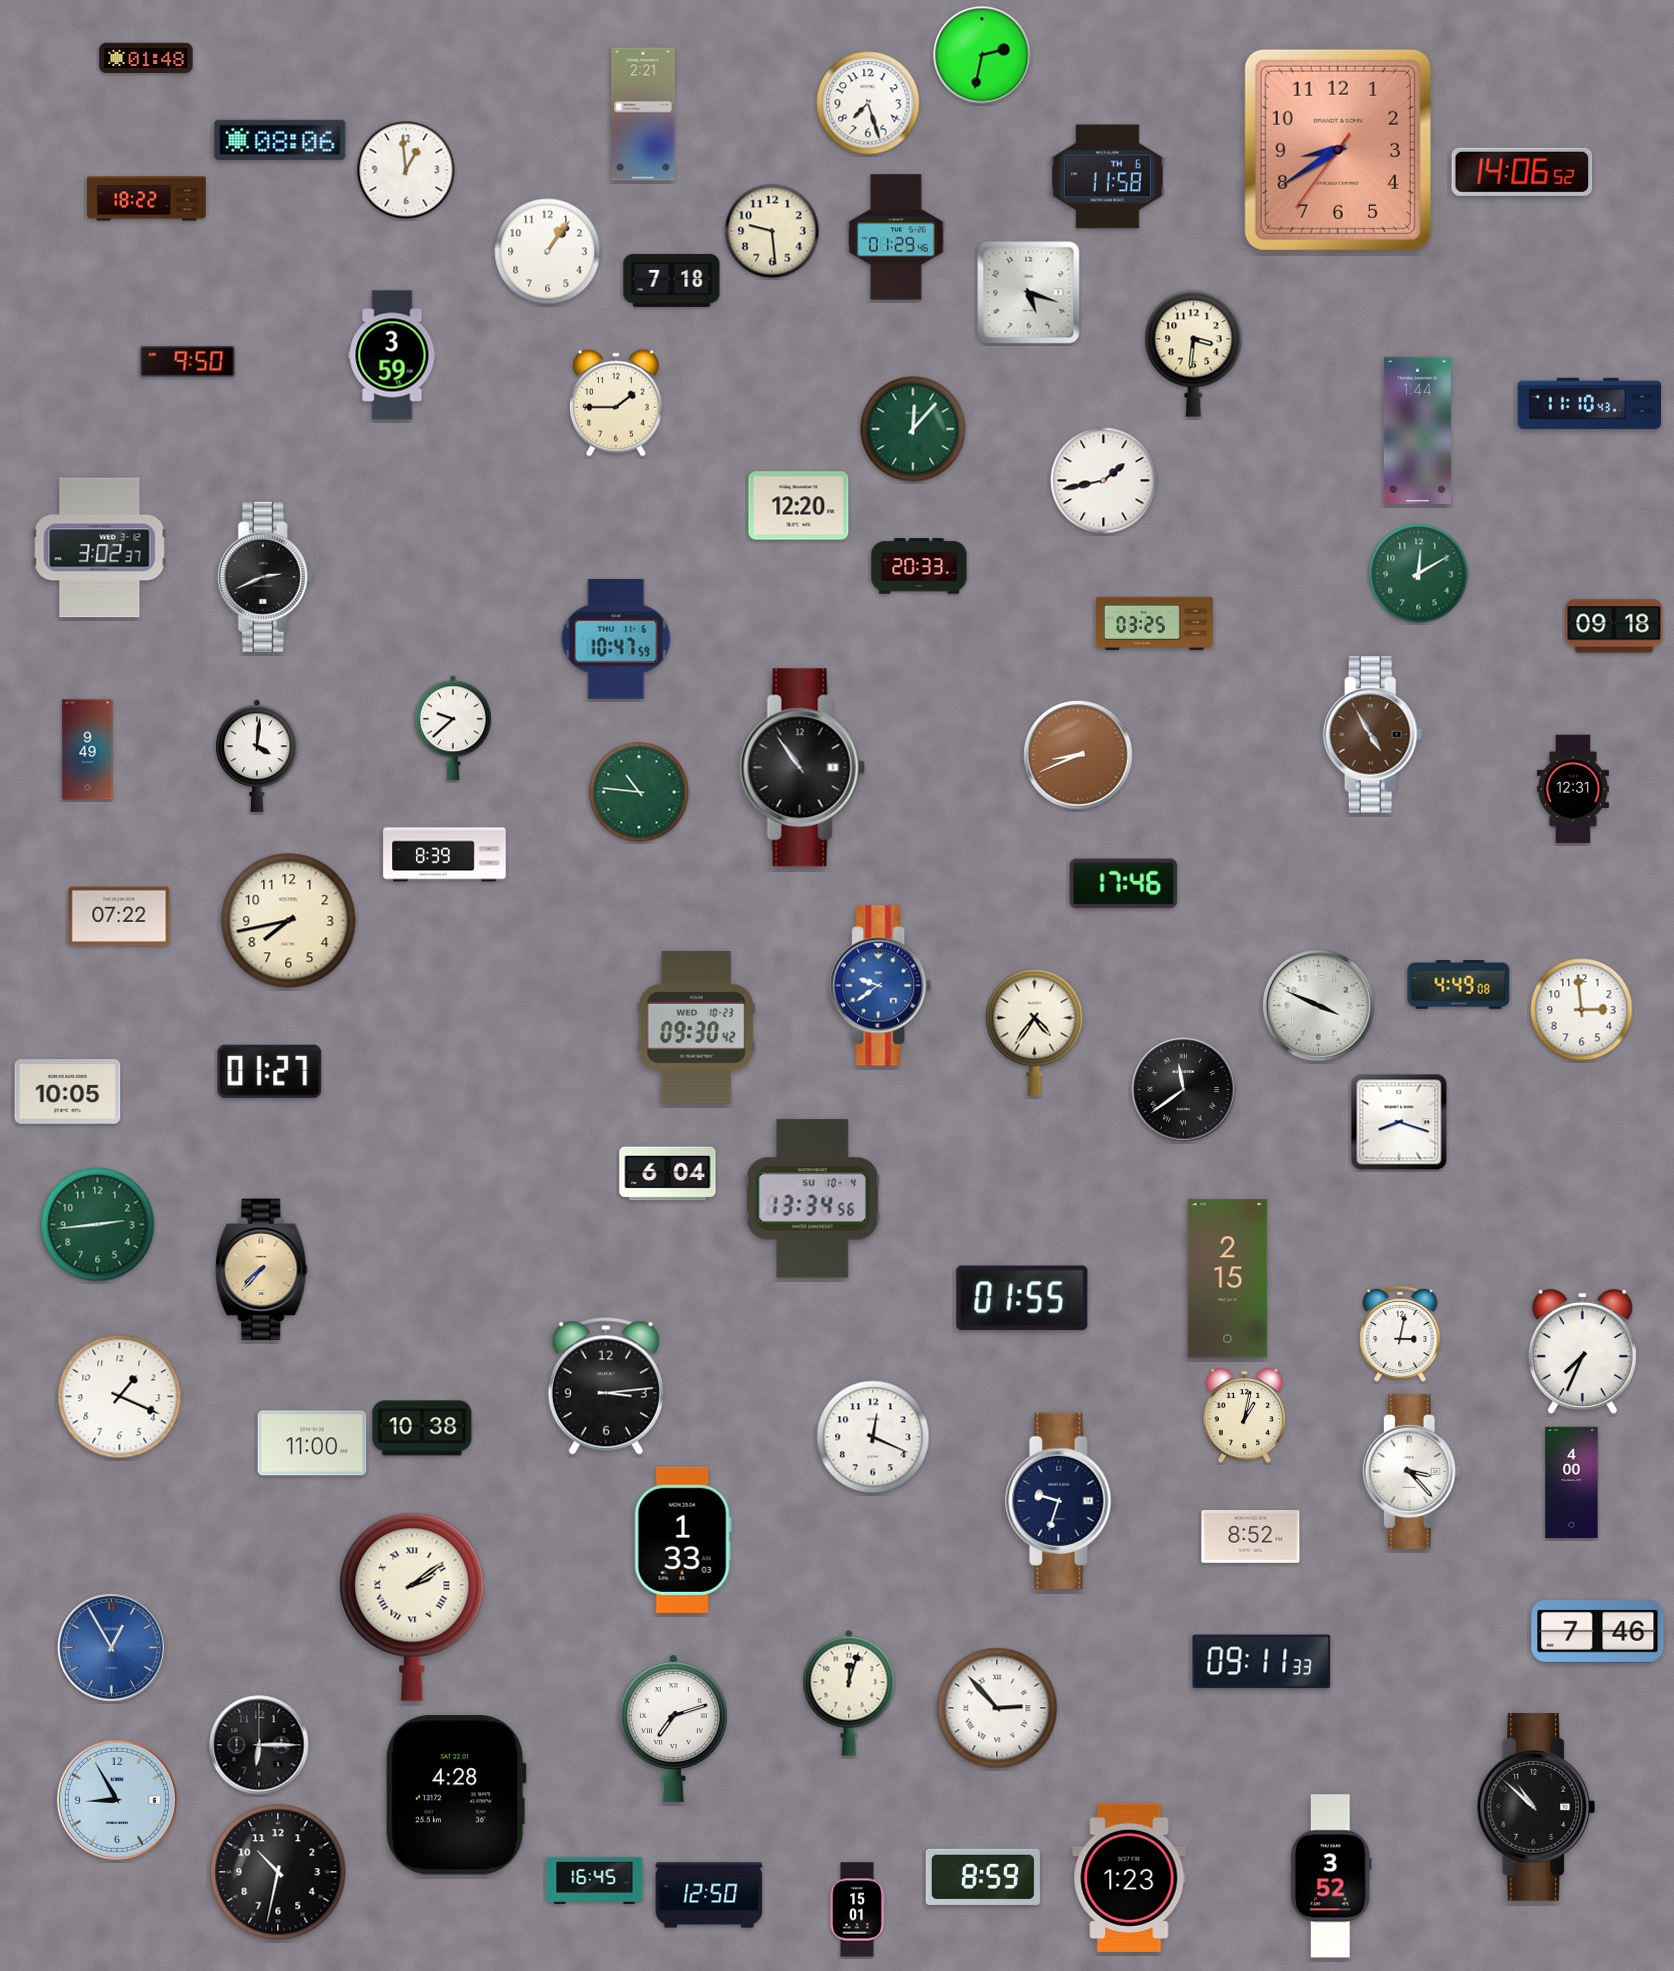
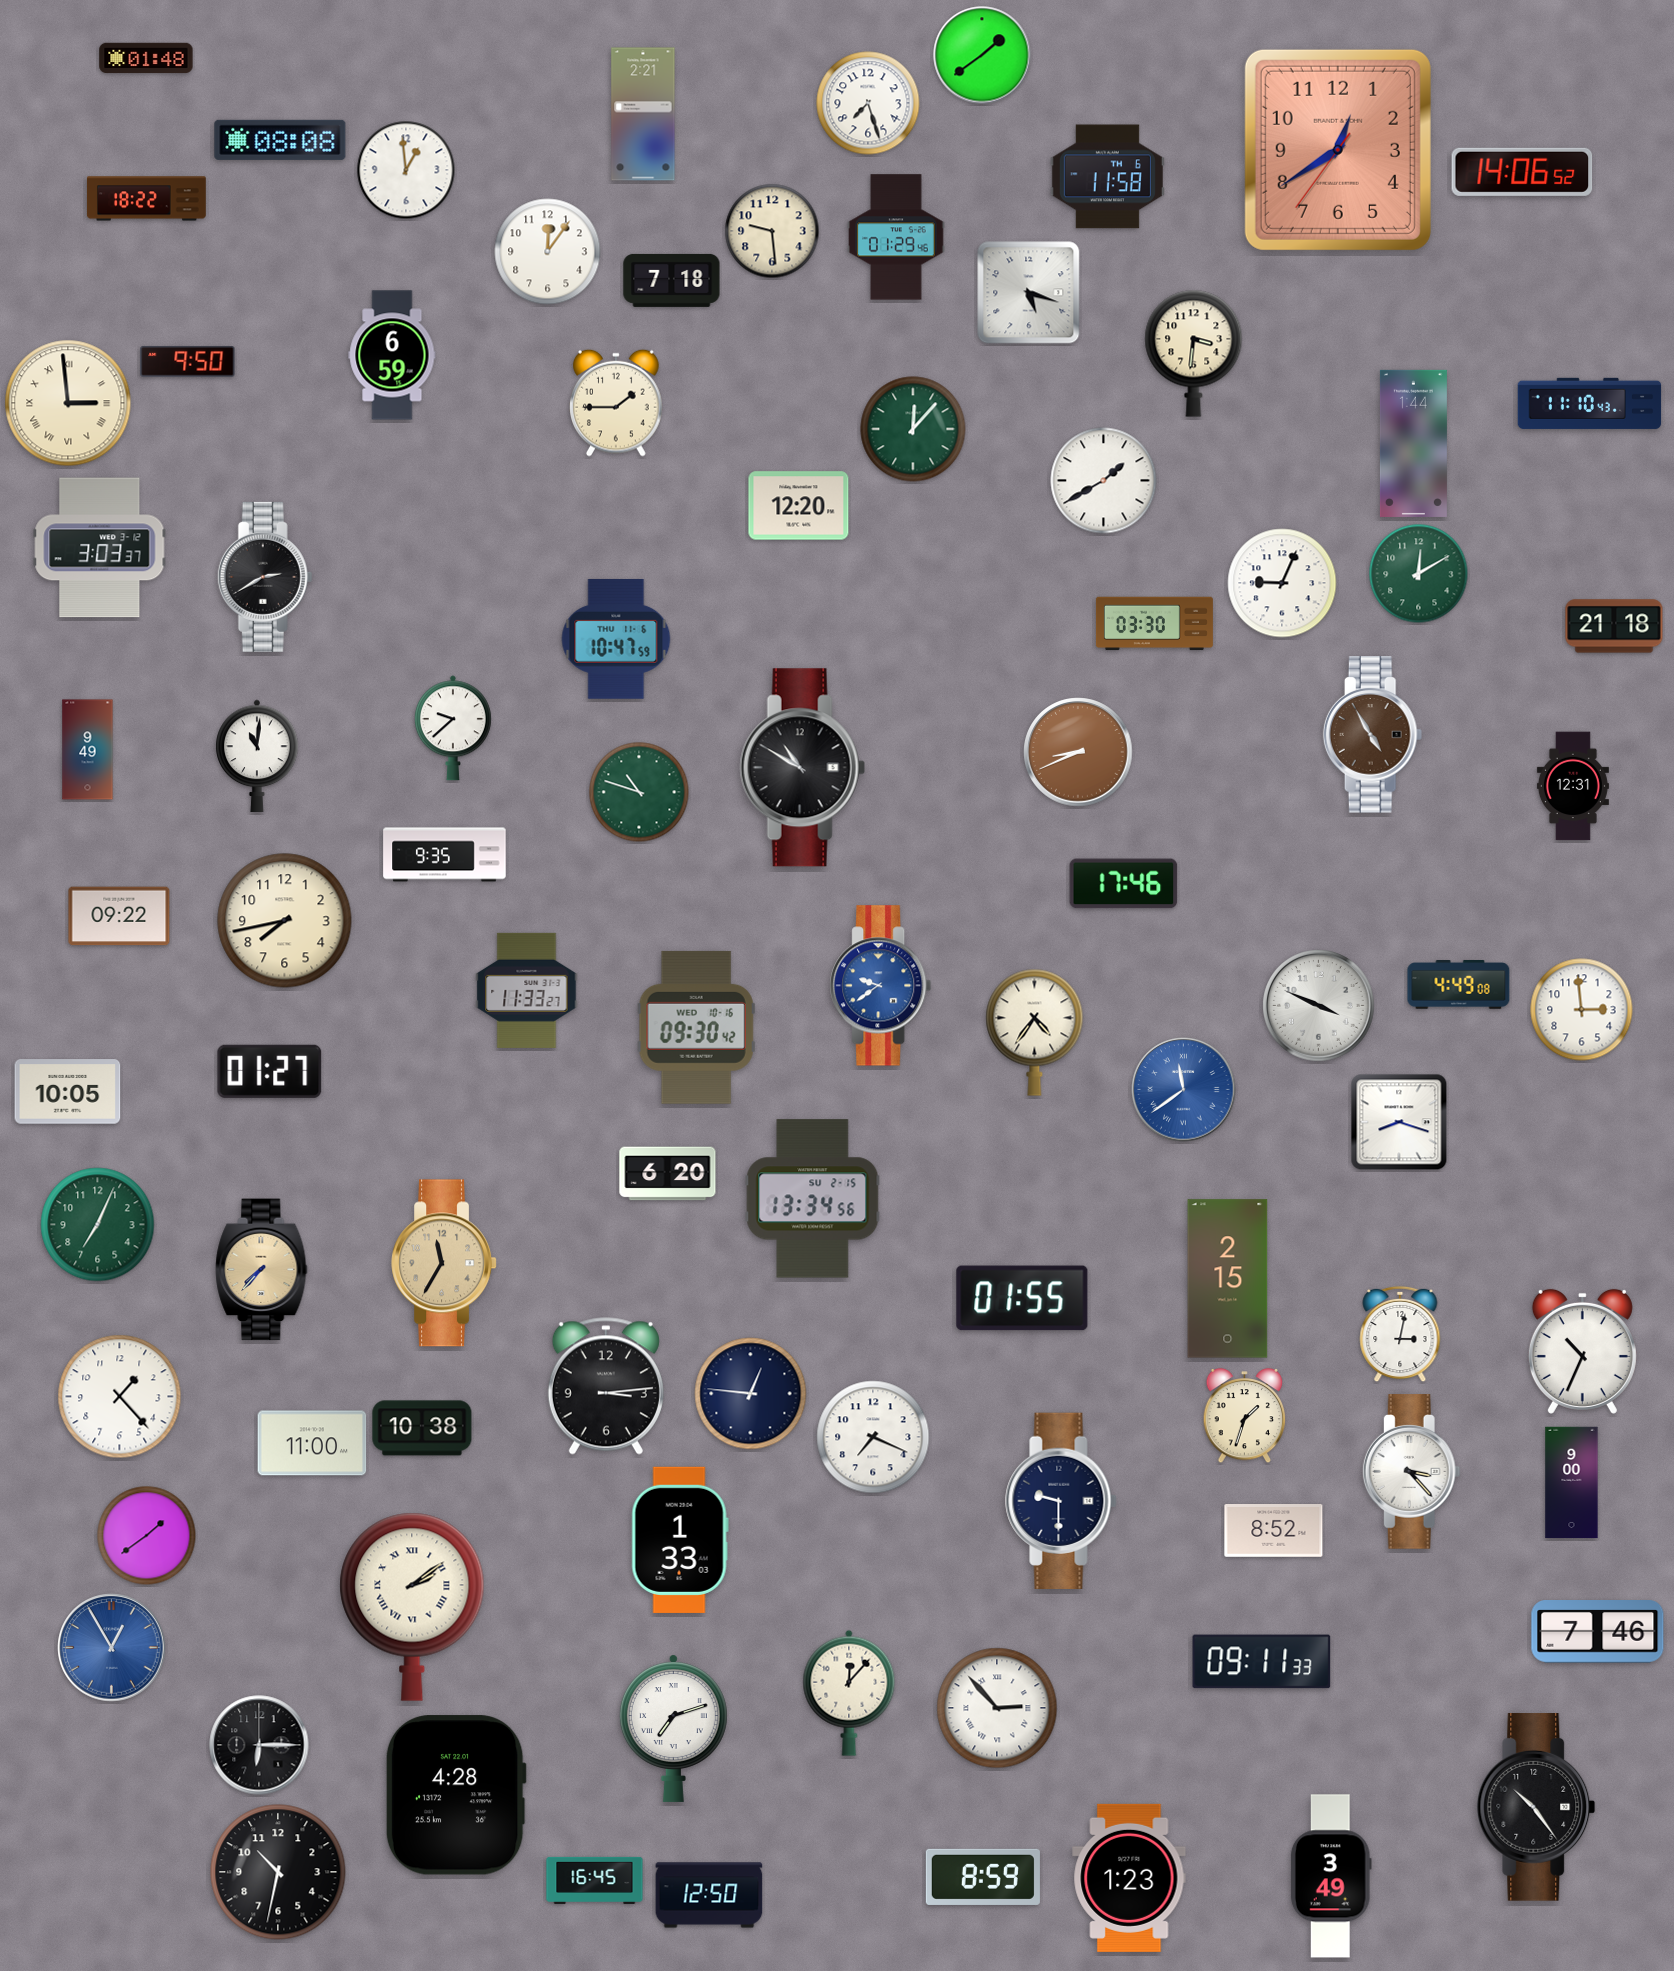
clock at (982, 55): 2:32 -> 1:39
clock at (280, 140): 08:06 -> 08:08
clock at (1338, 150): 8:39 -> 12:39
clock at (548, 252): 1:06 -> 12:06
clock at (392, 355): 3:59 -> 6:59
clock at (68, 403): none -> 2:59
clock at (1417, 430) position: (1417, 430) -> (1413, 443)
clock at (1104, 481): 1:43 -> 1:40
clock at (100, 548): 3:02 -> 3:03
clock at (919, 566): 20:33 -> none
clock at (265, 577): 2:41 -> 2:40
clock at (1282, 583): none -> 9:04
clock at (1154, 624): 03:25 -> 03:30
clock at (1614, 626): 09:18 -> 21:18
clock at (257, 755): 4:01 -> 11:01
clock at (1078, 755) position: (1078, 755) -> (1078, 752)
clock at (802, 768): 10:54 -> 10:50
clock at (1573, 789) position: (1573, 789) -> (1573, 786)
clock at (639, 792): 10:46 -> 10:48
clock at (445, 855): 8:39 -> 9:35
clock at (119, 916): 07:22 -> 09:22
clock at (289, 921) position: (289, 921) -> (285, 921)
clock at (527, 990): none -> 11:33
clock at (696, 1027) date: WED 10-23 -> WED 10-16
clock at (1184, 1090) dial: black -> blue
clock at (668, 1174): 6:04 -> 6:20
clock at (813, 1199) date: SU 10-4 -> SU 2-15
clock at (98, 1225): 2:44 -> 7:04
clock at (445, 1263): none -> 11:35
clock at (1582, 1351): 7:34 -> 10:34
clock at (751, 1394): none -> 12:46
clock at (120, 1397): 1:19 -> 1:23
clock at (1245, 1416): 1:02 -> 1:33
clock at (873, 1437): 12:19 -> 7:19
clock at (1572, 1483): 4:00 -> 9:00
clock at (1061, 1500): 9:33 -> 9:30
clock at (147, 1536): none -> 1:39
clock at (1251, 1537) position: (1251, 1537) -> (1274, 1531)
clock at (683, 1540) position: (683, 1540) -> (680, 1540)
clock at (849, 1693): 12:03 -> 12:07
clock at (117, 1800): 8:55 -> none
clock at (1536, 1808): 10:52 -> 10:24
clock at (1331, 1876): 3:52 -> 3:49
clock at (857, 1910): 15:01 -> none
